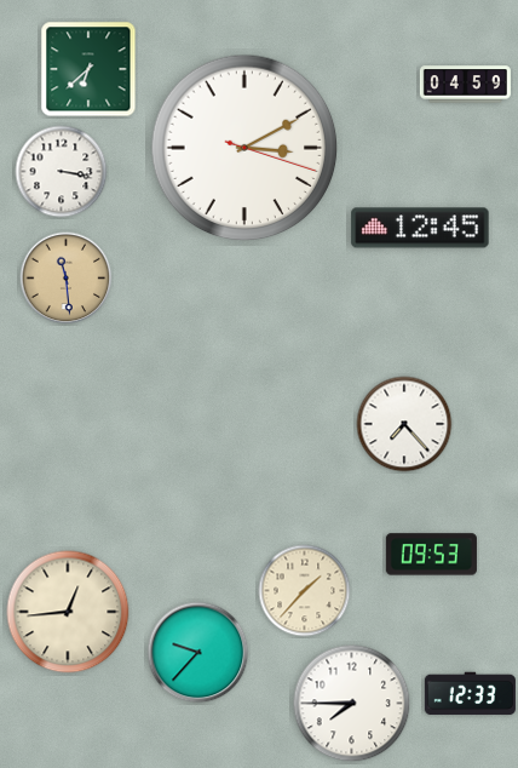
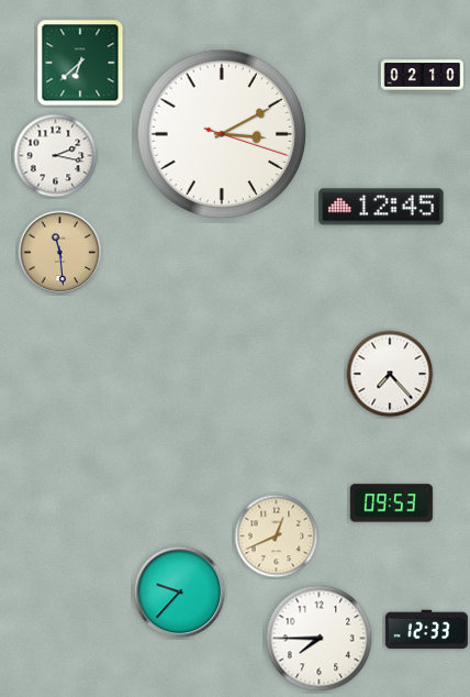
clock at (465, 85): 04:59 -> 02:10
clock at (62, 172): 3:17 -> 2:17
clock at (404, 424) position: (404, 424) -> (390, 374)
clock at (305, 591): 1:37 -> 12:41
clock at (68, 612): 12:44 -> none
